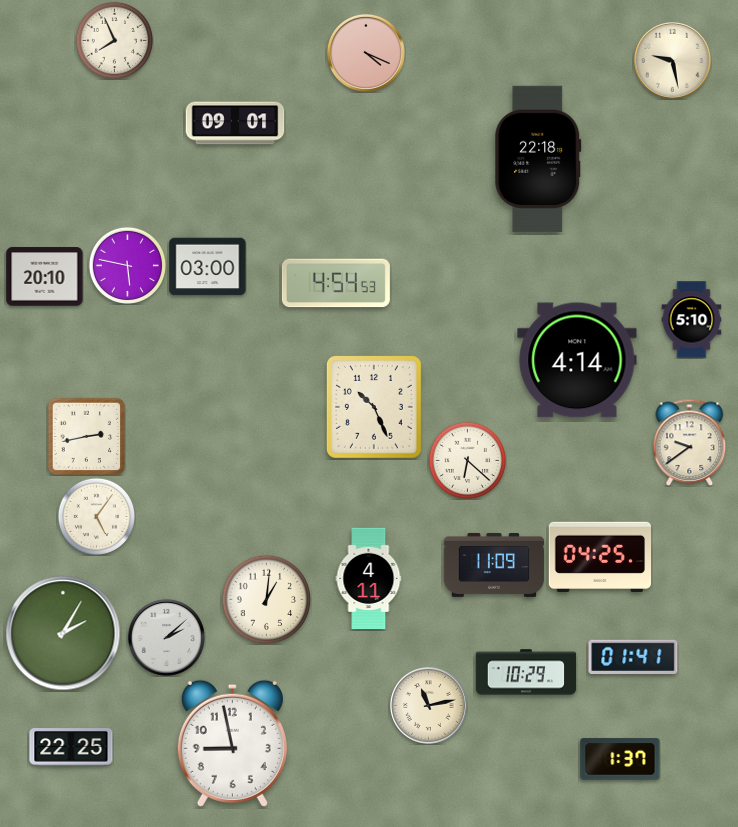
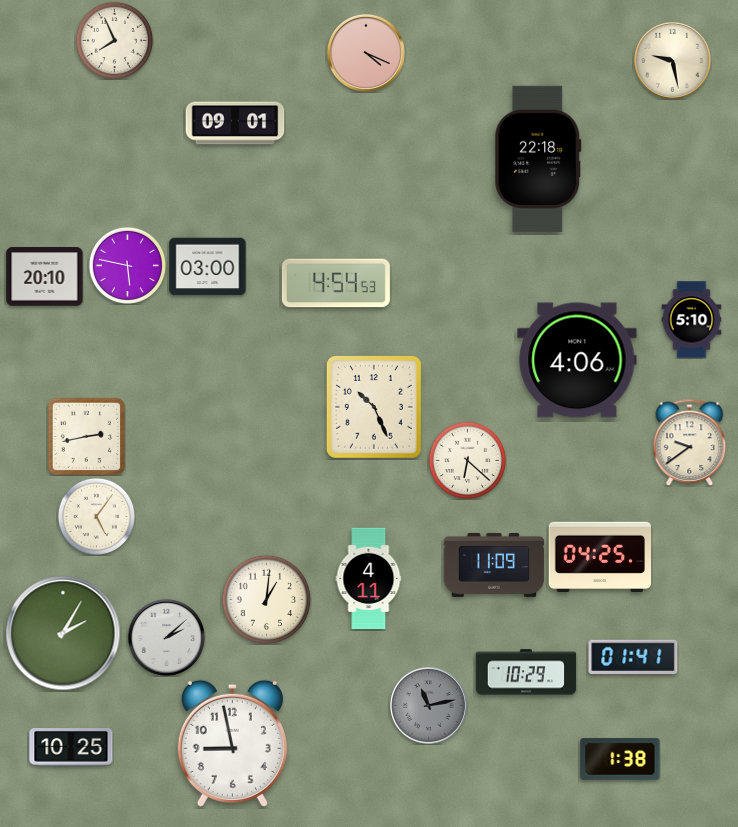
clock at (577, 360): 4:14 -> 4:06
clock at (428, 705) dial: cream -> grey
clock at (71, 747): 22:25 -> 10:25
clock at (620, 759): 1:37 -> 1:38
